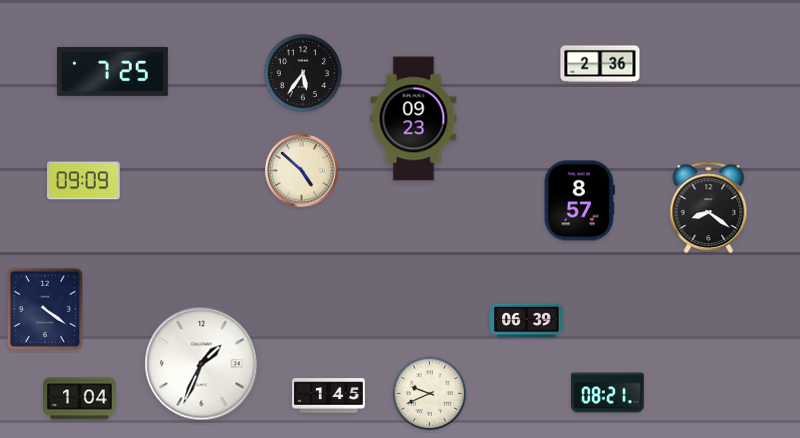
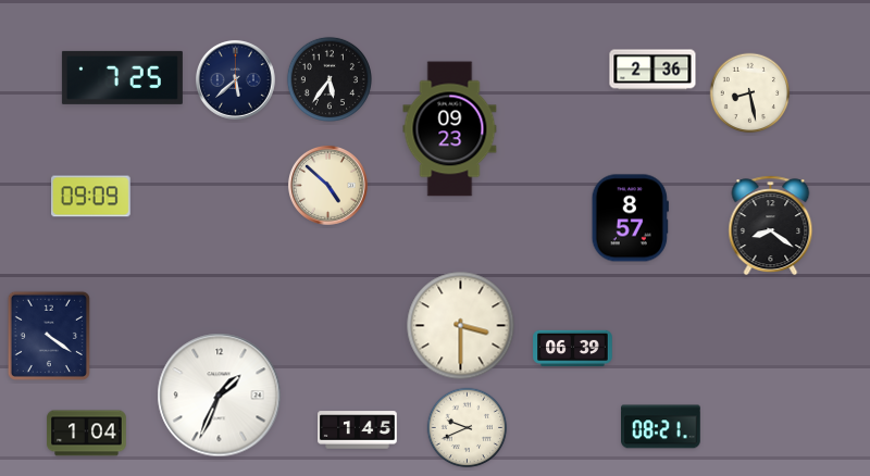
clock at (235, 79): none -> 5:38
clock at (750, 93): none -> 8:28
clock at (461, 326): none -> 3:30
